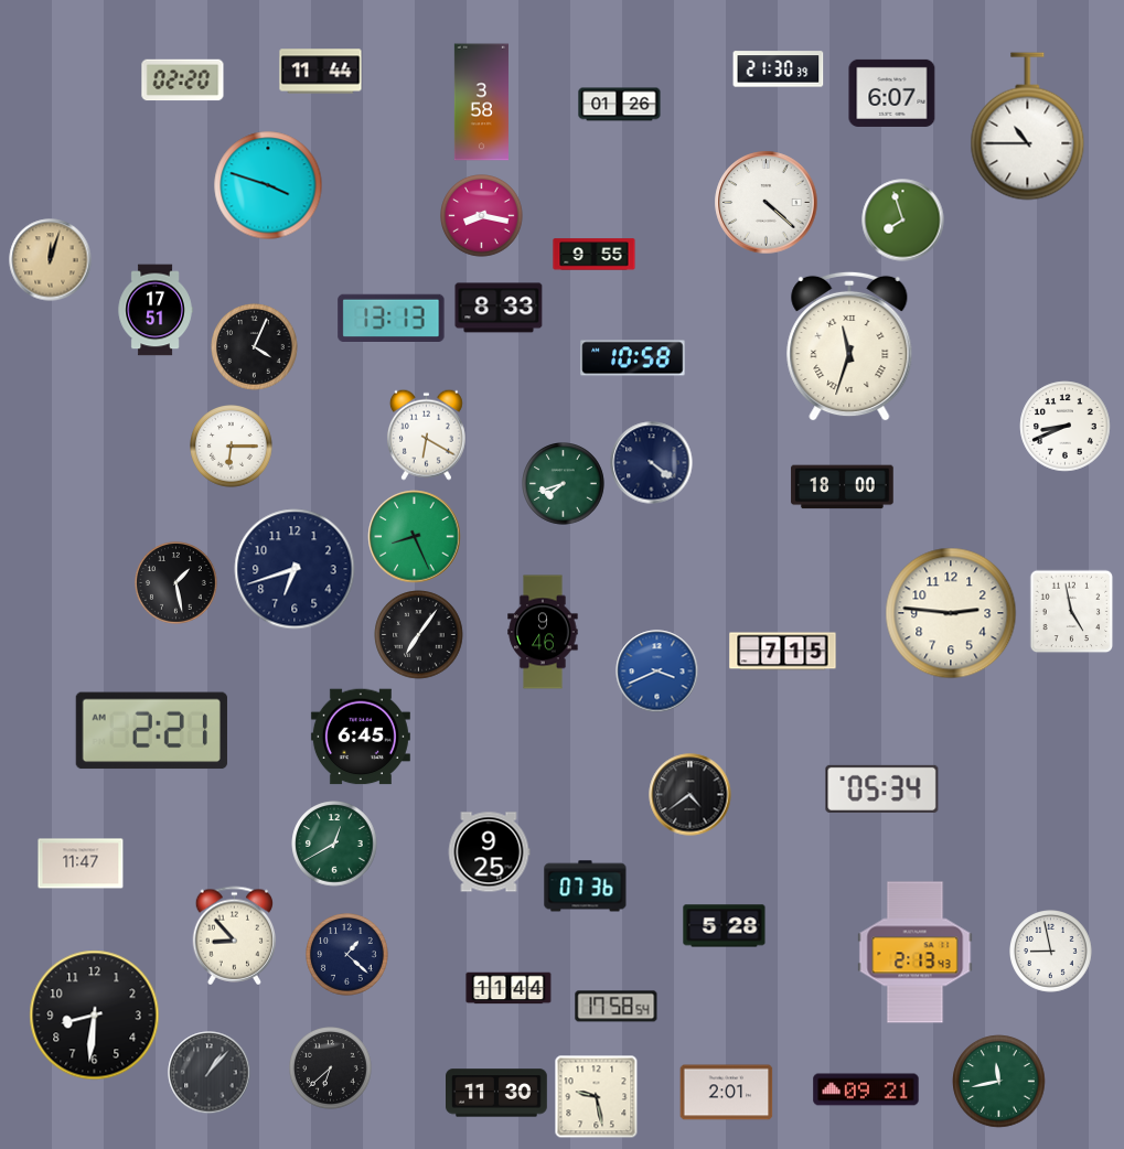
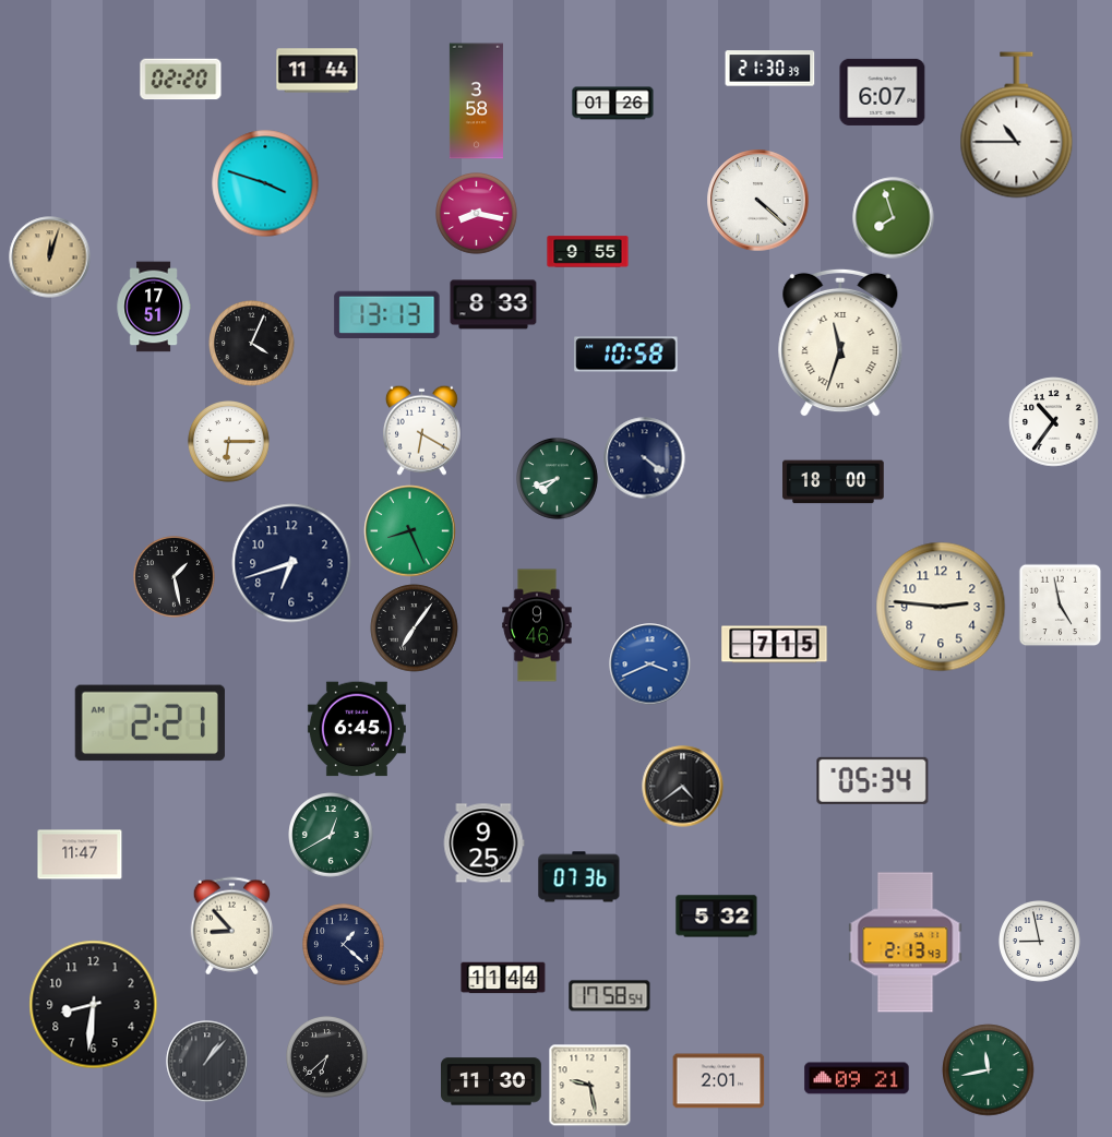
clock at (1066, 427): 8:41 -> 10:36
clock at (725, 926): 5:28 -> 5:32
